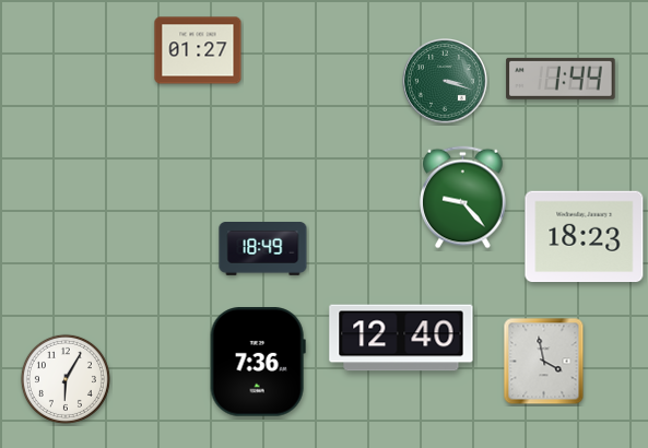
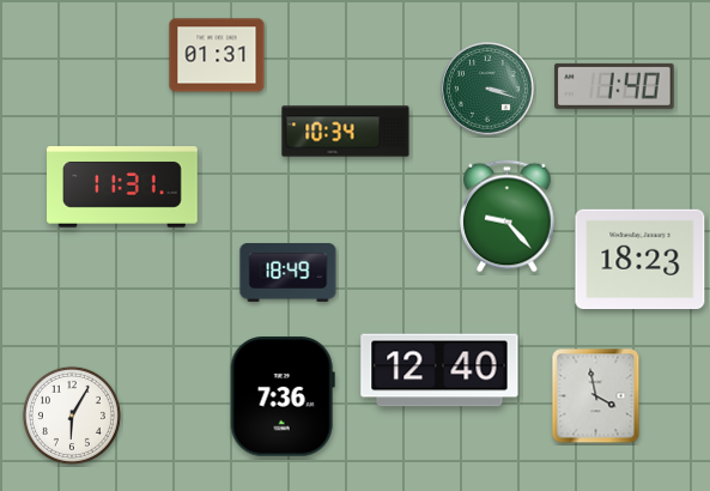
clock at (198, 50): 01:27 -> 01:31
clock at (561, 79): 1:44 -> 1:40
clock at (346, 132): none -> 10:34
clock at (122, 187): none -> 11:31
